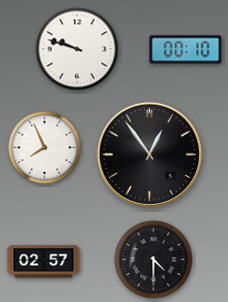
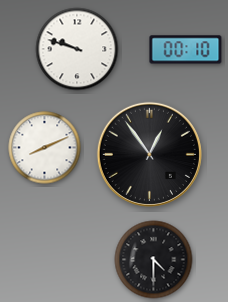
clock at (45, 148): 7:56 -> 8:11
clock at (44, 262): 02:57 -> none
